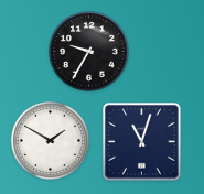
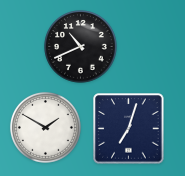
clock at (89, 52): 9:35 -> 10:41
clock at (142, 142): 11:03 -> 7:03
